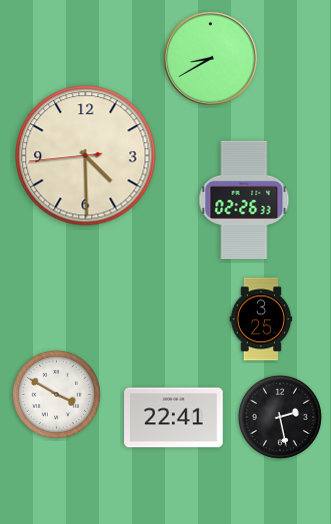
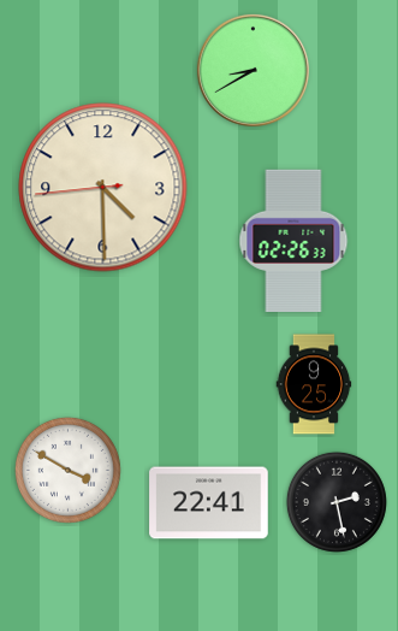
clock at (261, 319): 3:25 -> 9:25
clock at (56, 394) position: (56, 394) -> (67, 470)
